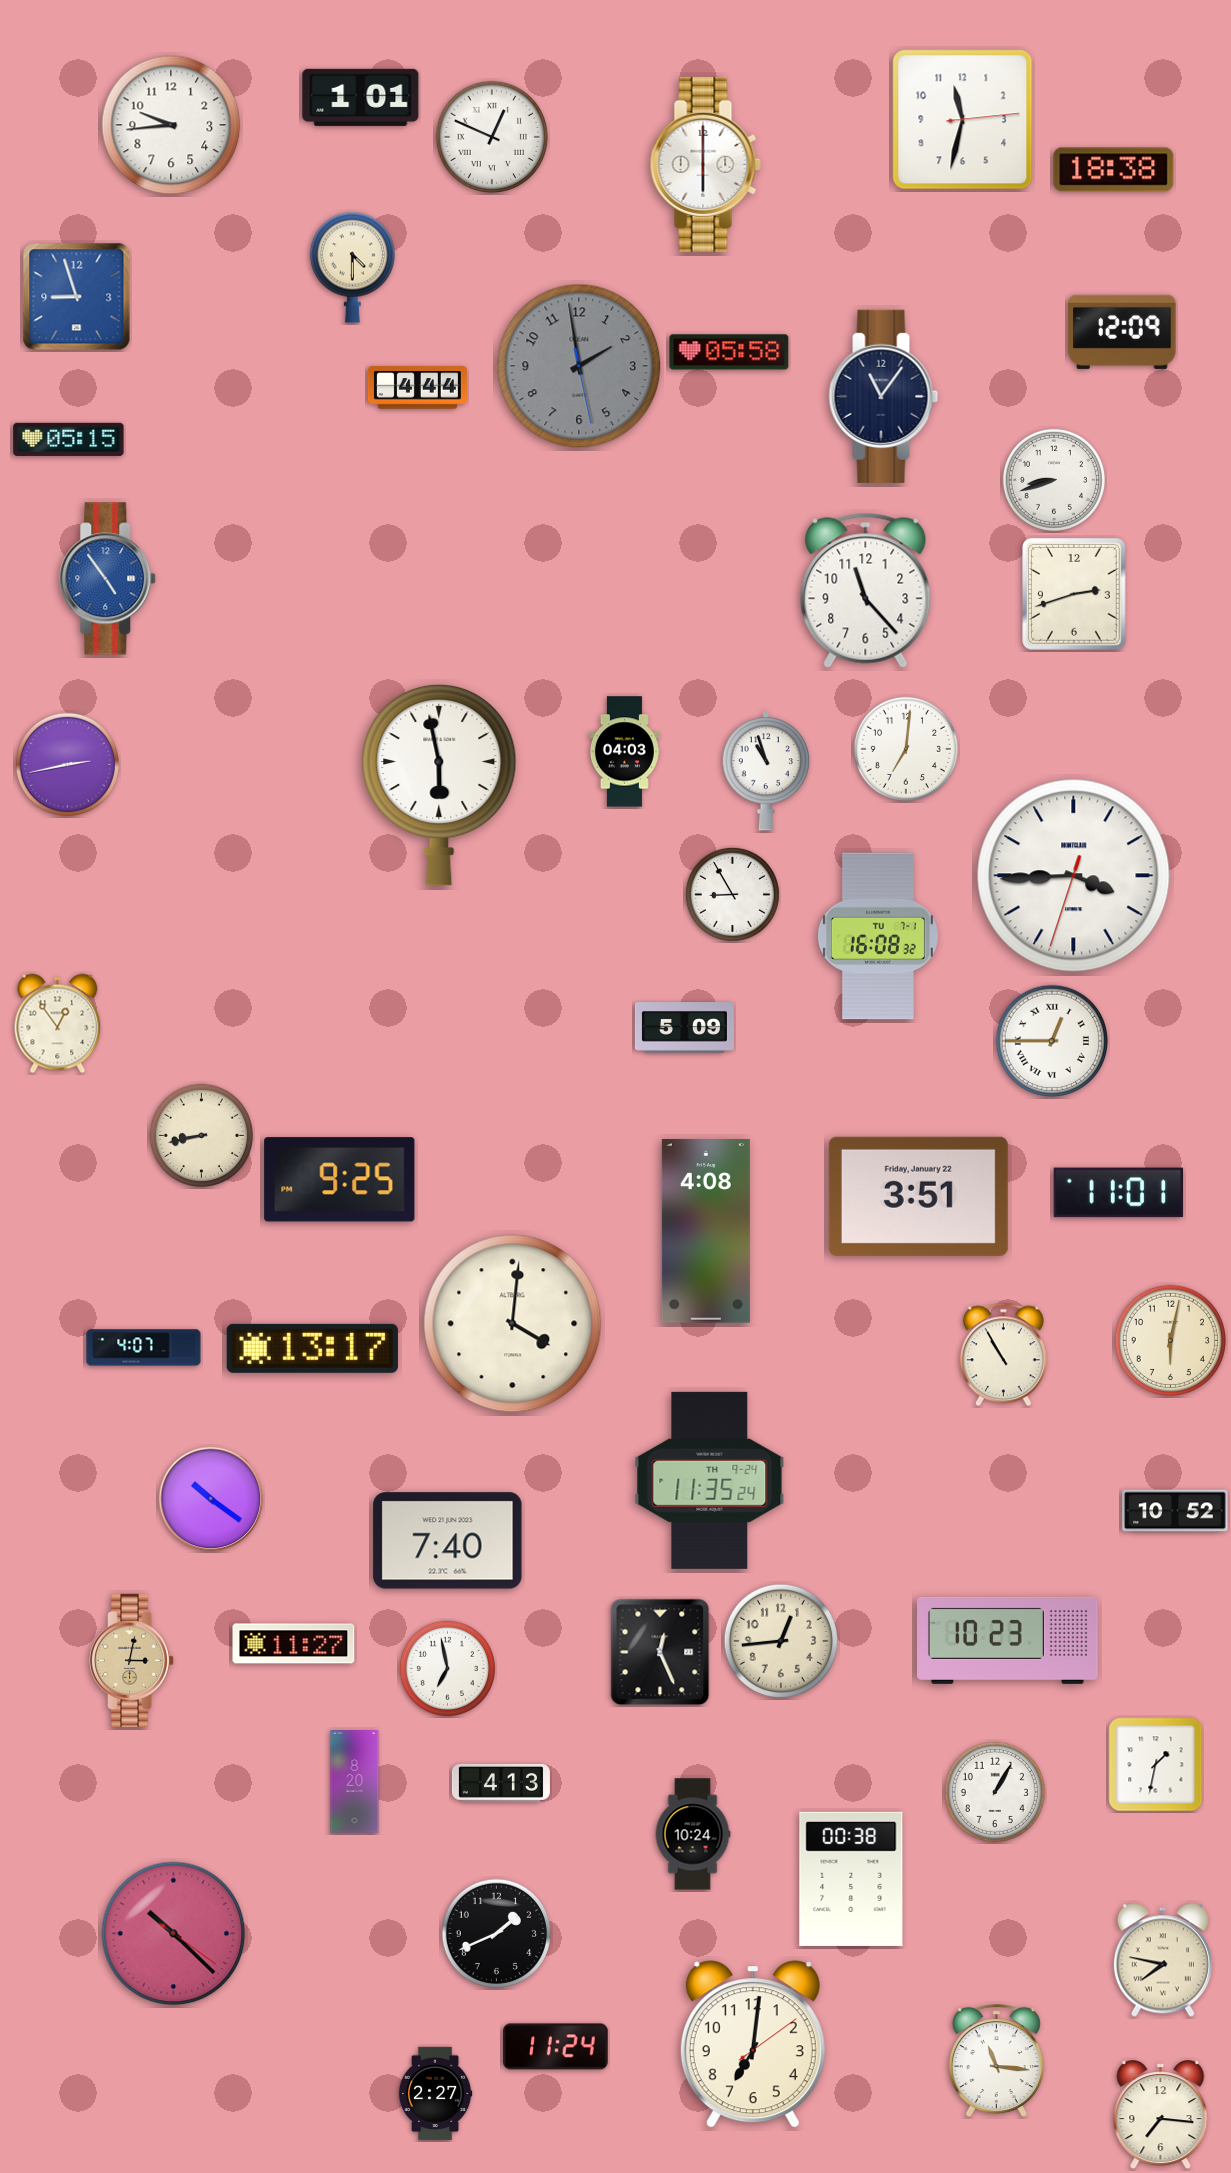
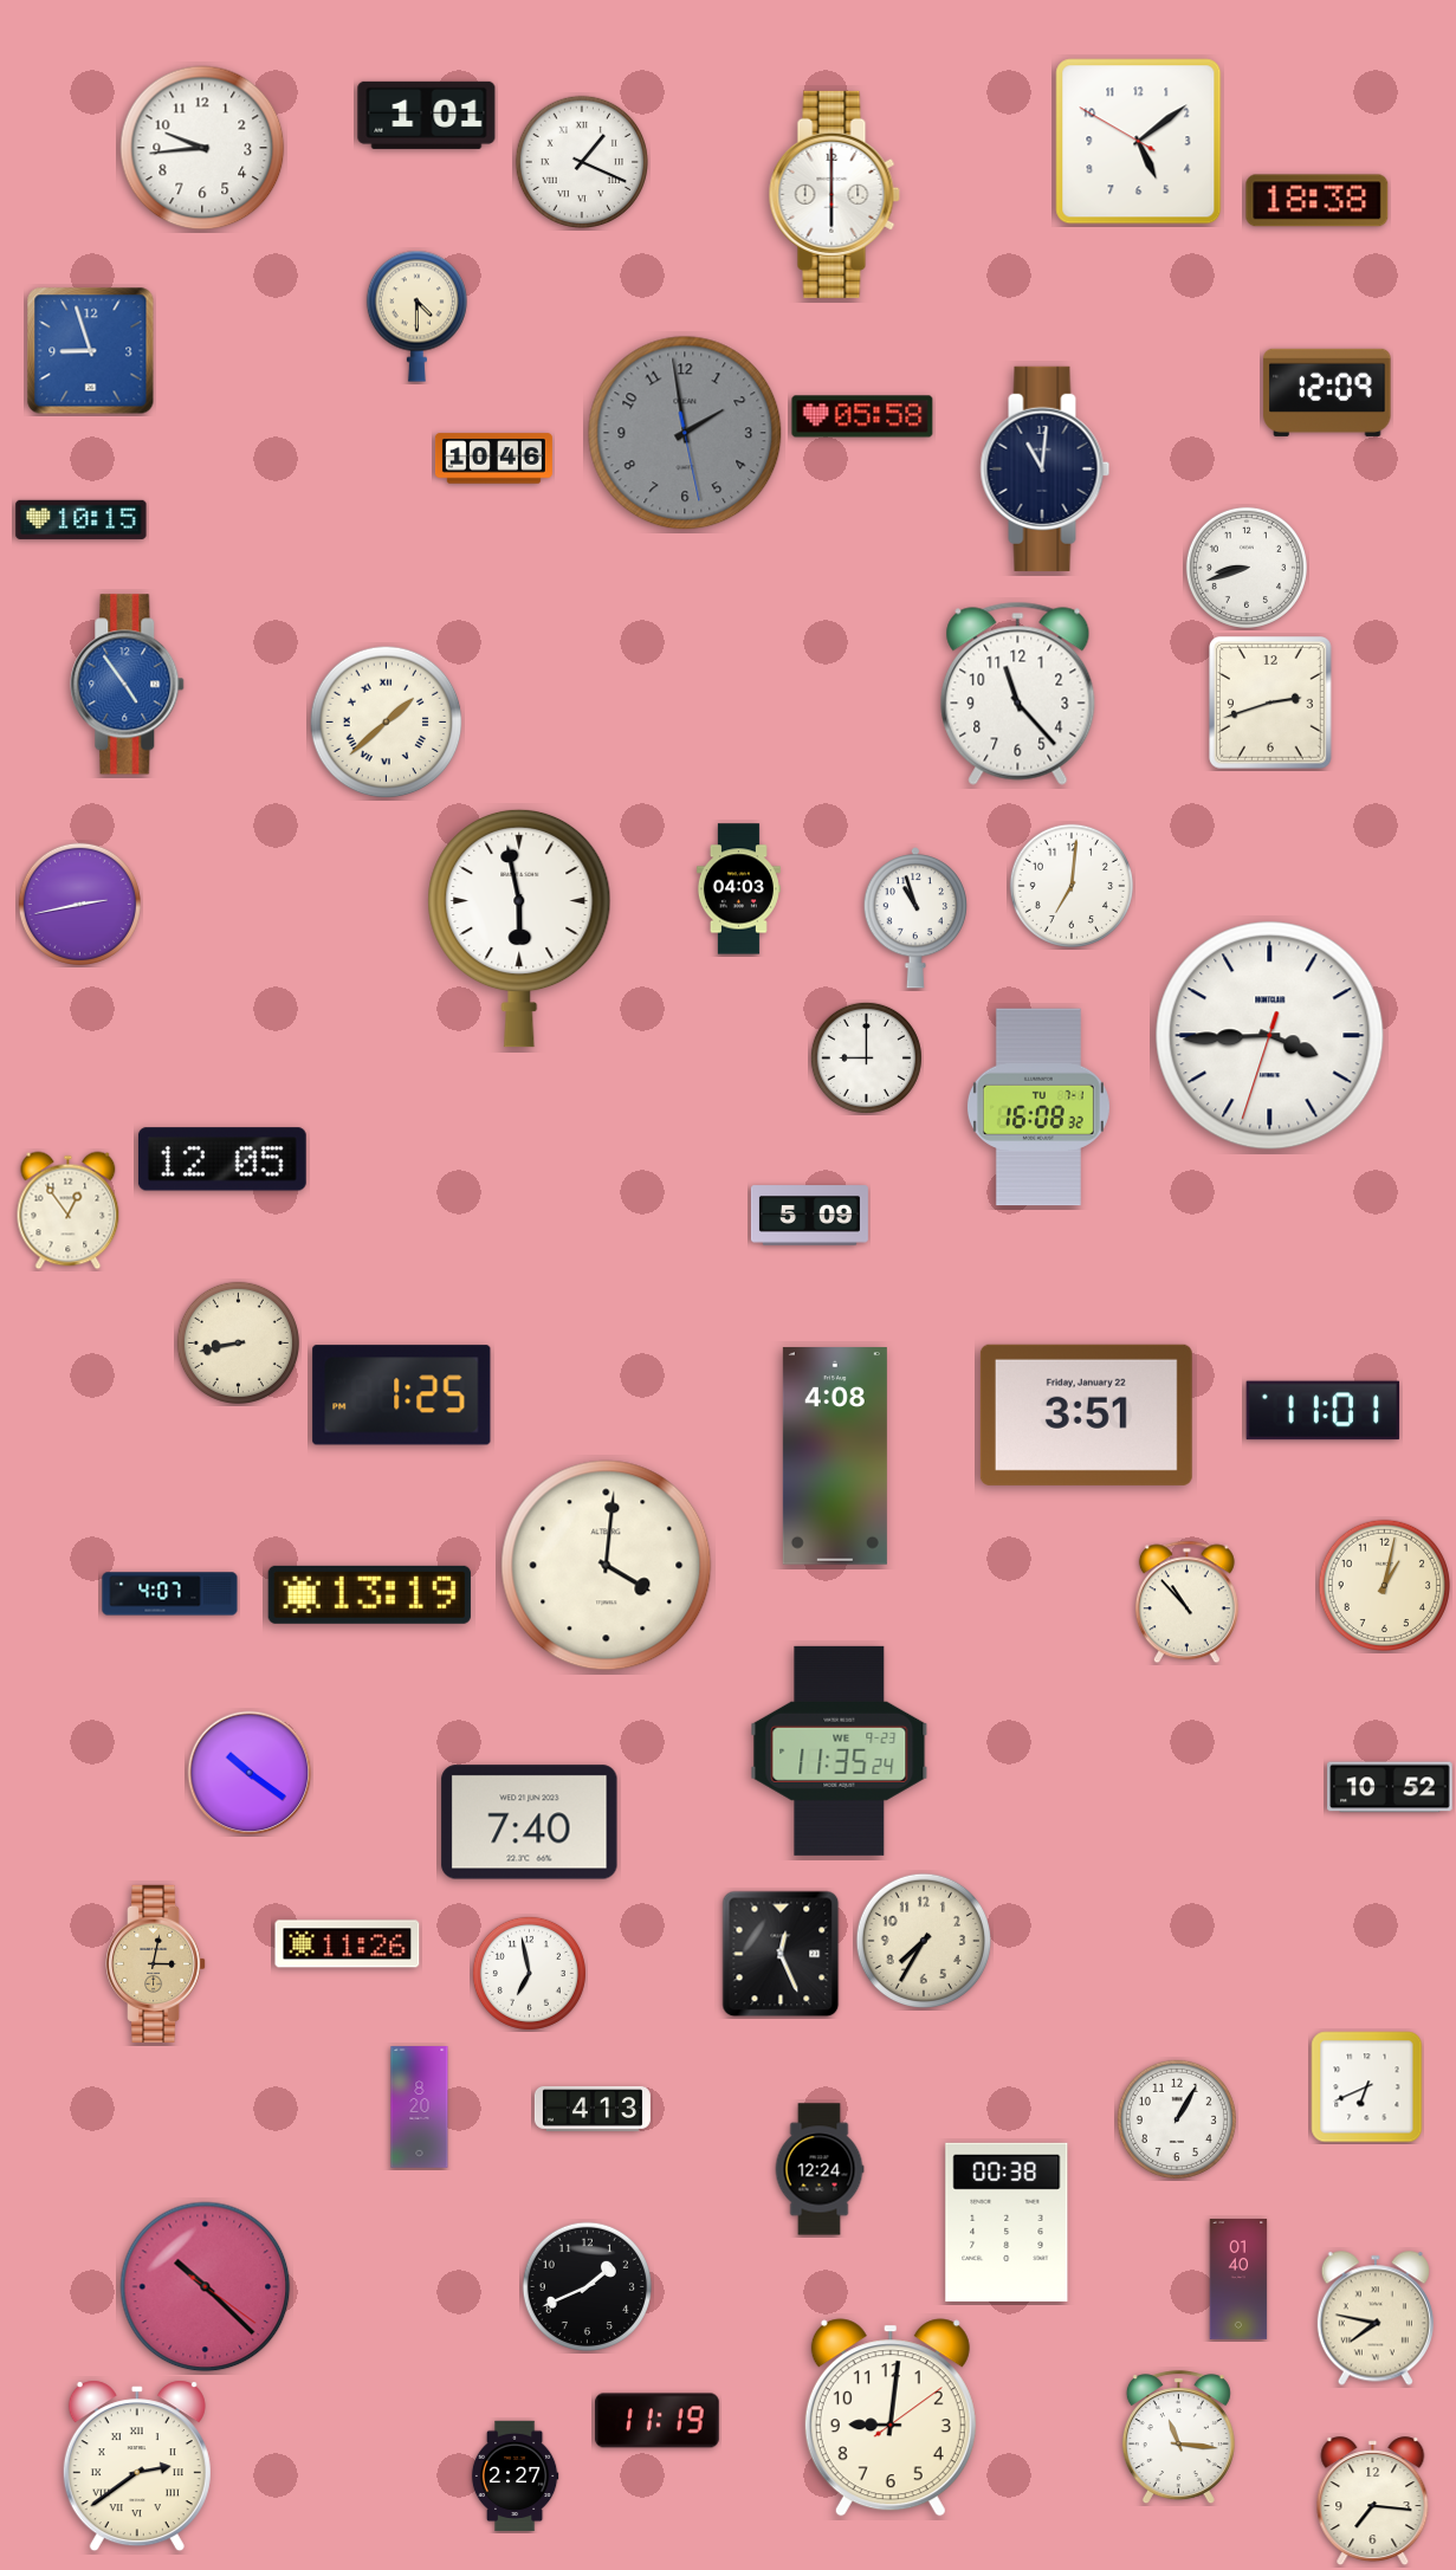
clock at (963, 120): 11:32 -> 5:08
clock at (491, 136): 12:49 -> 1:19
clock at (417, 388): 4:44 -> 10:46
clock at (884, 396): 11:06 -> 11:01
clock at (69, 439): 05:15 -> 10:15
clock at (866, 590) position: (866, 590) -> (1018, 693)
clock at (387, 723): none -> 1:38
clock at (765, 772) position: (765, 772) -> (914, 919)
clock at (732, 894): 8:55 -> 9:00
clock at (222, 1159): none -> 12:05
clock at (1051, 1040): 12:45 -> none
clock at (340, 1180): 9:25 -> 1:25
clock at (1170, 1340): 6:02 -> 1:02
clock at (312, 1348): 13:17 -> 13:19
clock at (1003, 1355): 10:55 -> 10:53
clock at (710, 1480) date: TH 9-24 -> WE 9-23
clock at (780, 1640): 12:44 -> 7:35
clock at (1008, 1640): 10:23 -> none
clock at (294, 1644): 11:27 -> 11:26
clock at (1156, 1765): 1:32 -> 6:41
clock at (693, 1834): 10:24 -> 12:24
clock at (1238, 2279): none -> 01:40
clock at (753, 2044): 7:01 -> 9:01
clock at (556, 2047): 11:24 -> 11:19
clock at (137, 2466): none -> 2:39
